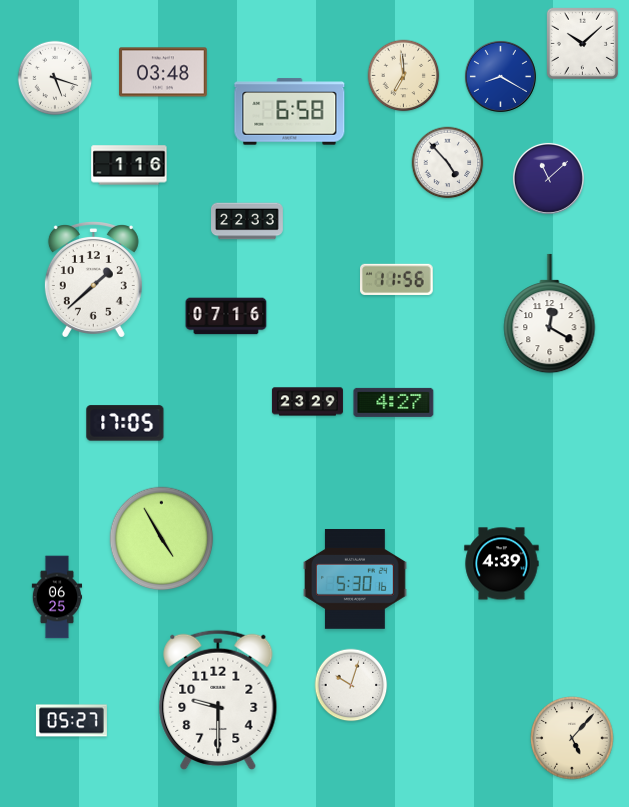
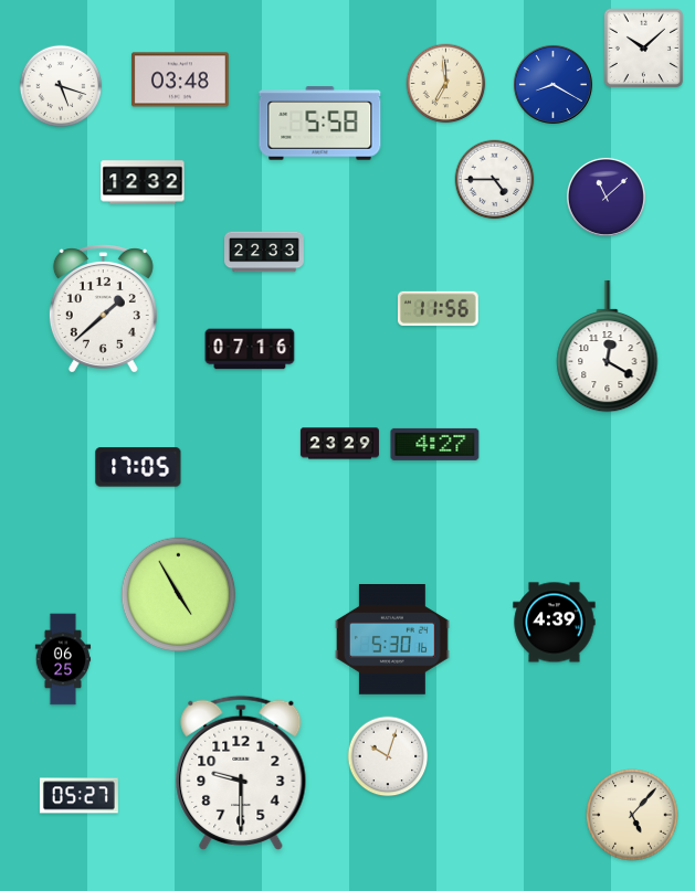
clock at (290, 112): 6:58 -> 5:58
clock at (448, 163): 4:53 -> 4:45
clock at (129, 165): 1:16 -> 12:32
clock at (248, 221) position: (248, 221) -> (265, 252)
